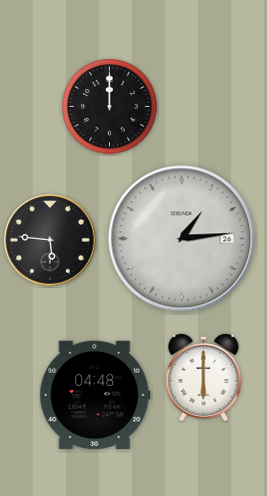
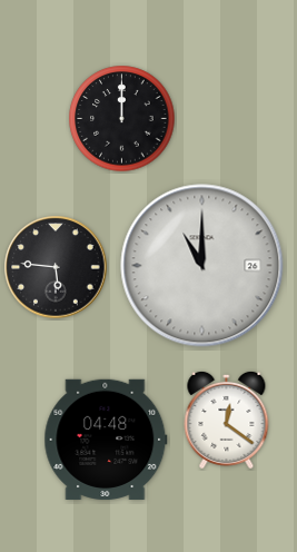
clock at (182, 239): 1:14 -> 11:00
clock at (204, 377): 6:00 -> 12:21
